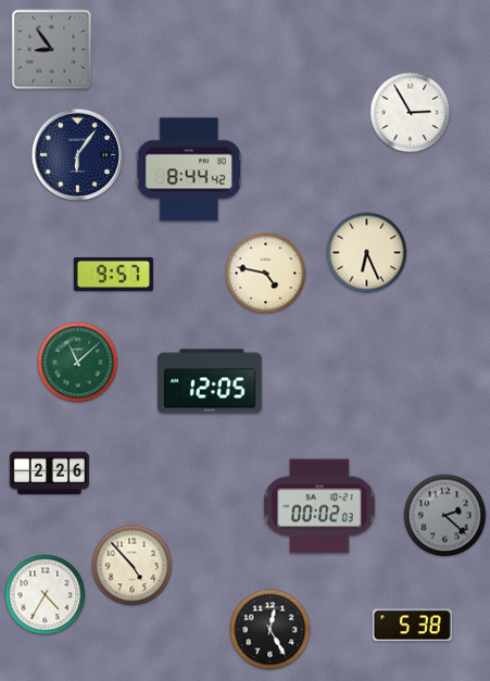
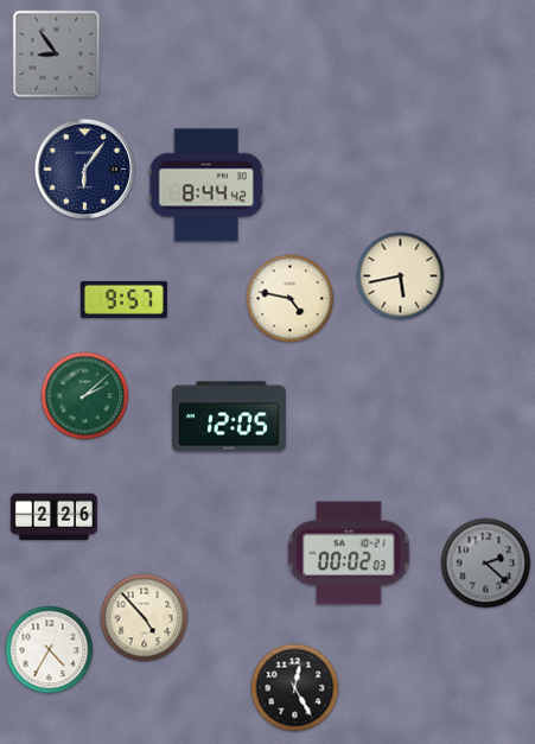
clock at (411, 113): 2:55 -> none
clock at (367, 253): 6:26 -> 5:43
clock at (78, 363): 11:08 -> 2:08
clock at (412, 626): 5:38 -> none
